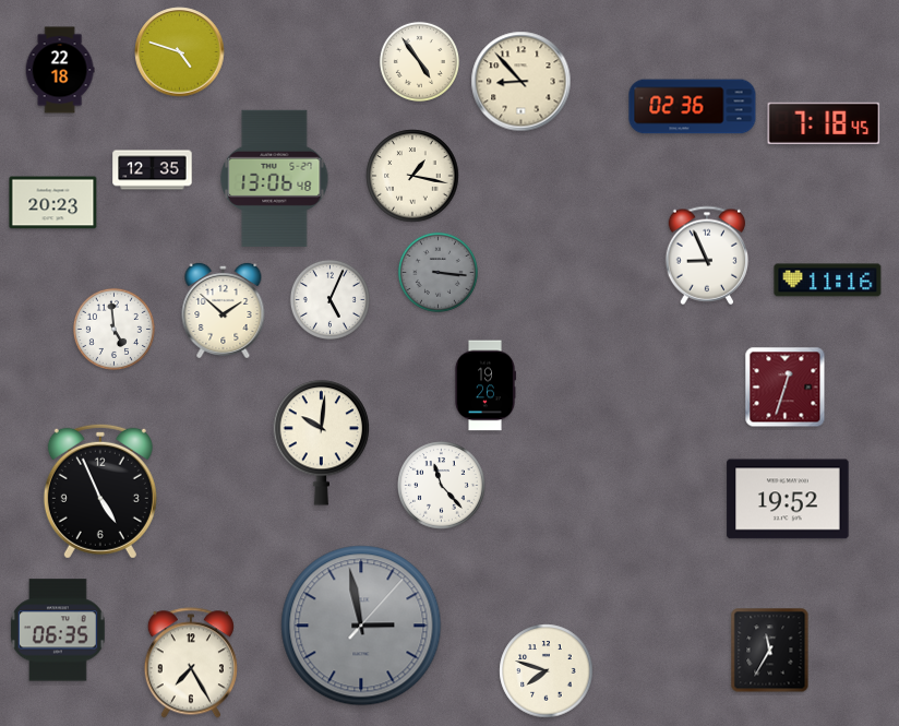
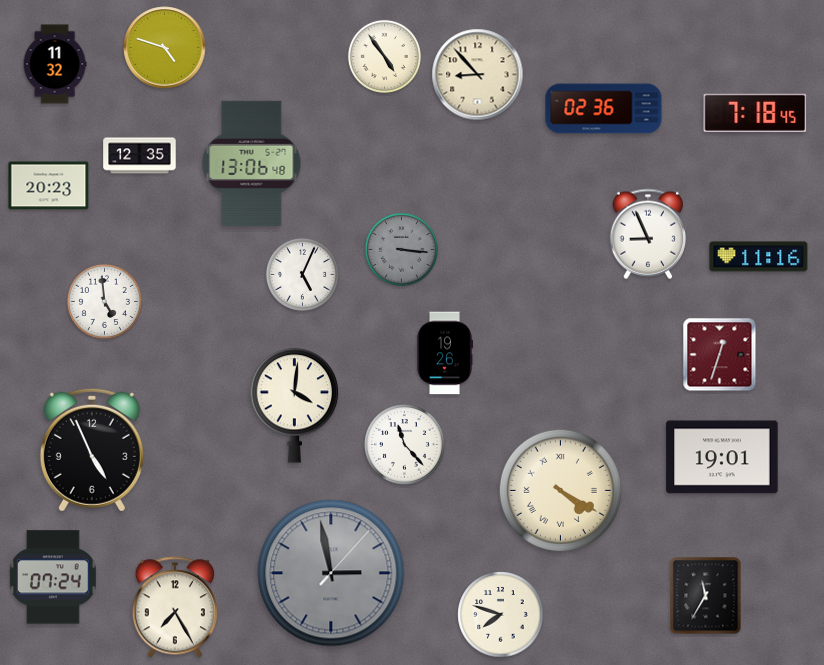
clock at (60, 70): 22:18 -> 11:32
clock at (693, 107) position: (693, 107) -> (604, 109)
clock at (412, 176): 1:17 -> none
clock at (224, 310): 1:52 -> none
clock at (322, 443): 10:01 -> 4:01
clock at (788, 499): 19:52 -> 19:01
clock at (560, 490): none -> 4:20
clock at (59, 630): 06:35 -> 07:24
